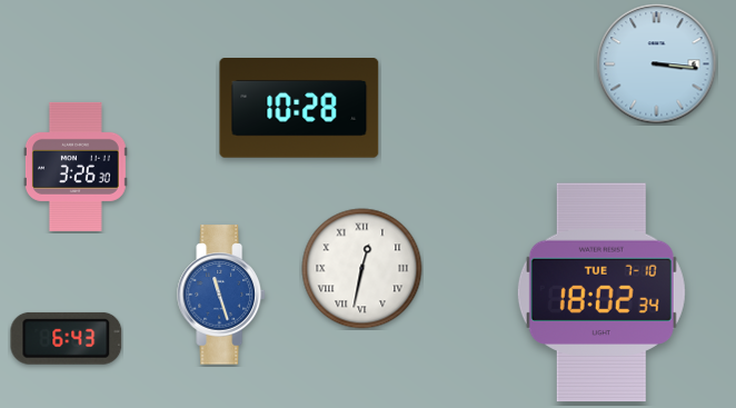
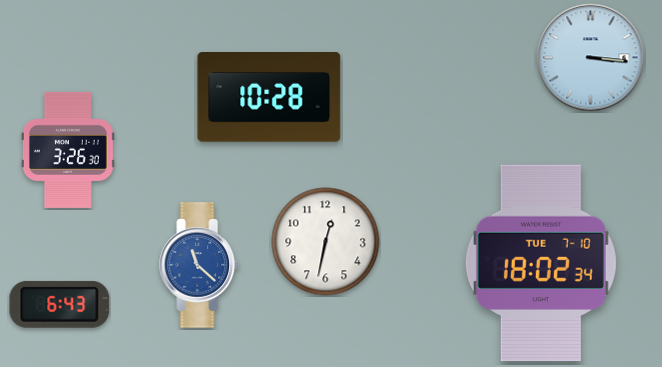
clock at (362, 269) numerals: Roman -> Arabic
clock at (221, 295): 11:27 -> 11:22
